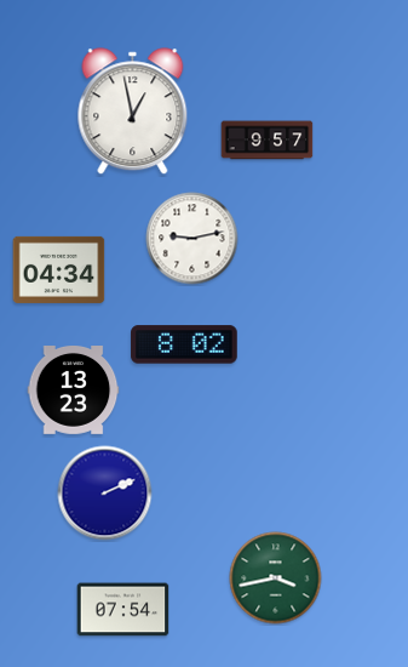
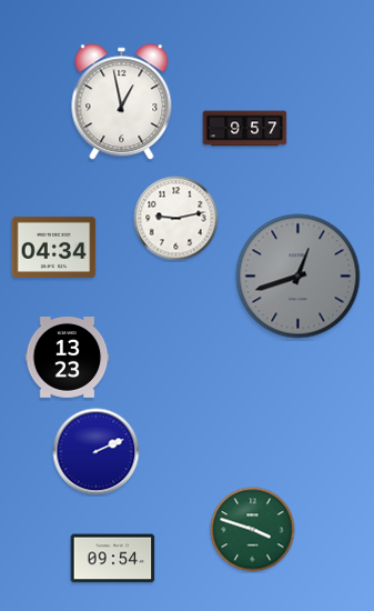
clock at (299, 277): none -> 12:42
clock at (184, 344): 8:02 -> none
clock at (276, 578): 3:43 -> 3:48
clock at (123, 610): 07:54 -> 09:54
